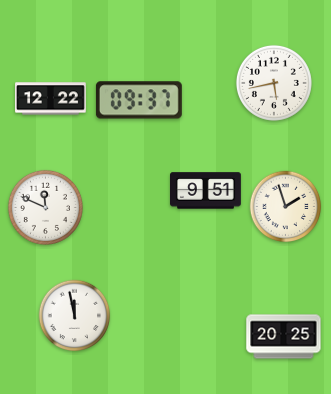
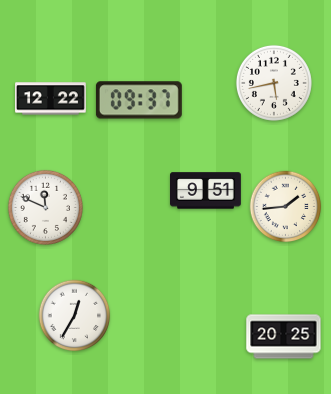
clock at (286, 207): 1:57 -> 1:44
clock at (75, 316): 11:58 -> 12:35
